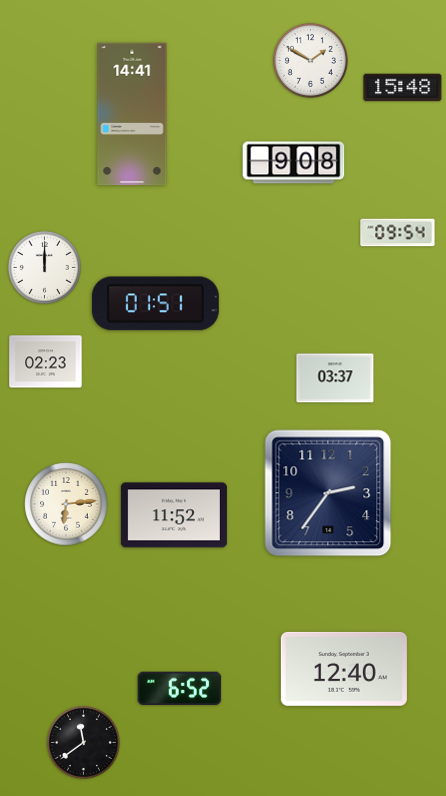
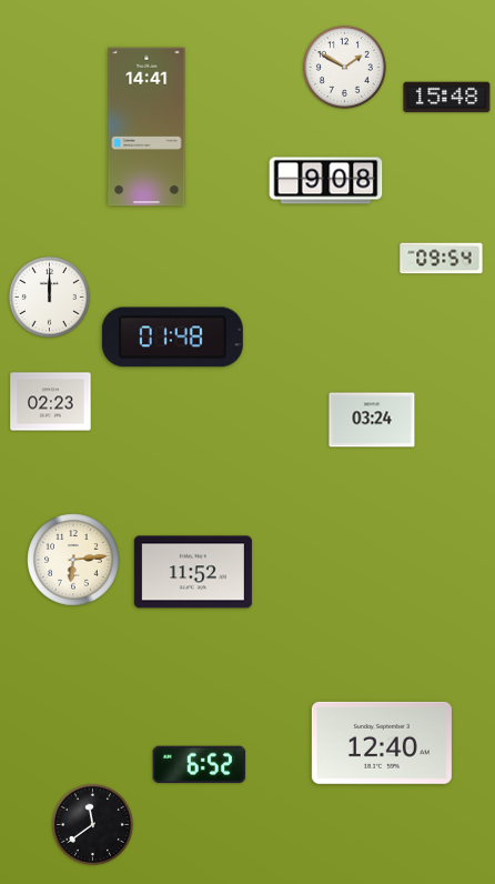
clock at (155, 304): 01:51 -> 01:48
clock at (335, 378): 03:37 -> 03:24
clock at (328, 493): 2:36 -> none
